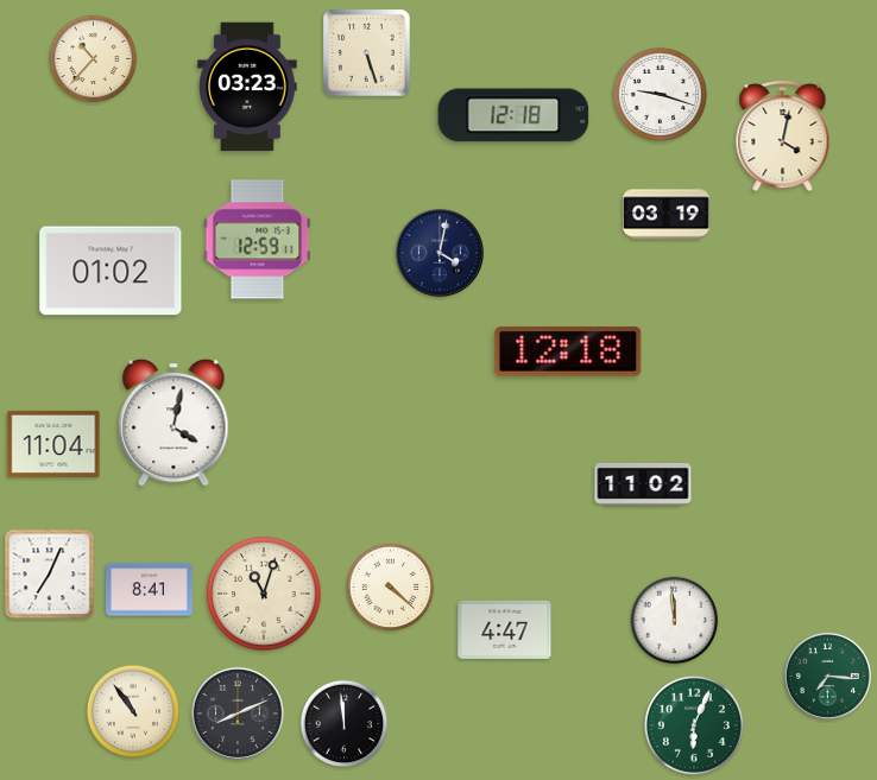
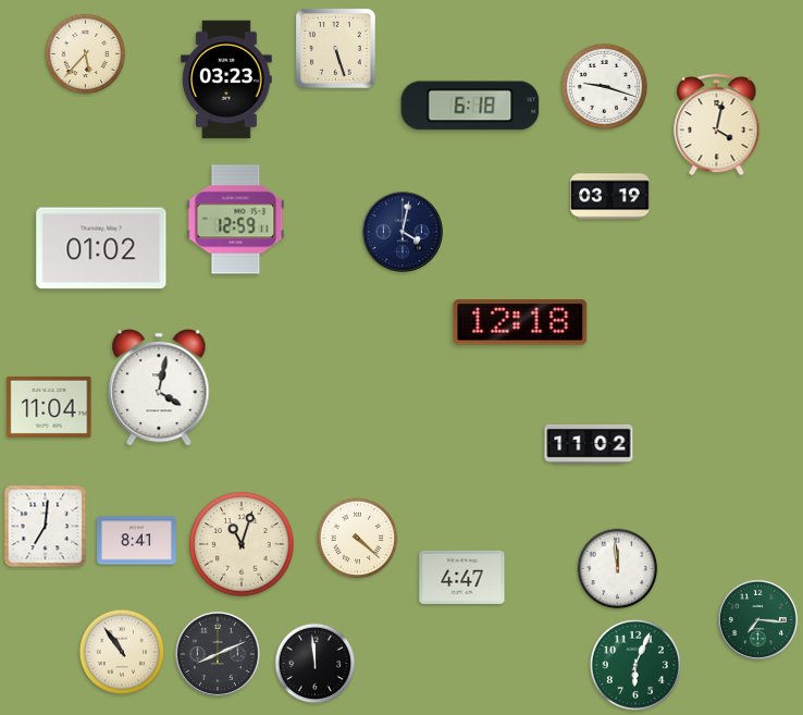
clock at (94, 59): 10:37 -> 5:37
clock at (513, 115): 12:18 -> 6:18
clock at (50, 575): 7:04 -> 7:01
